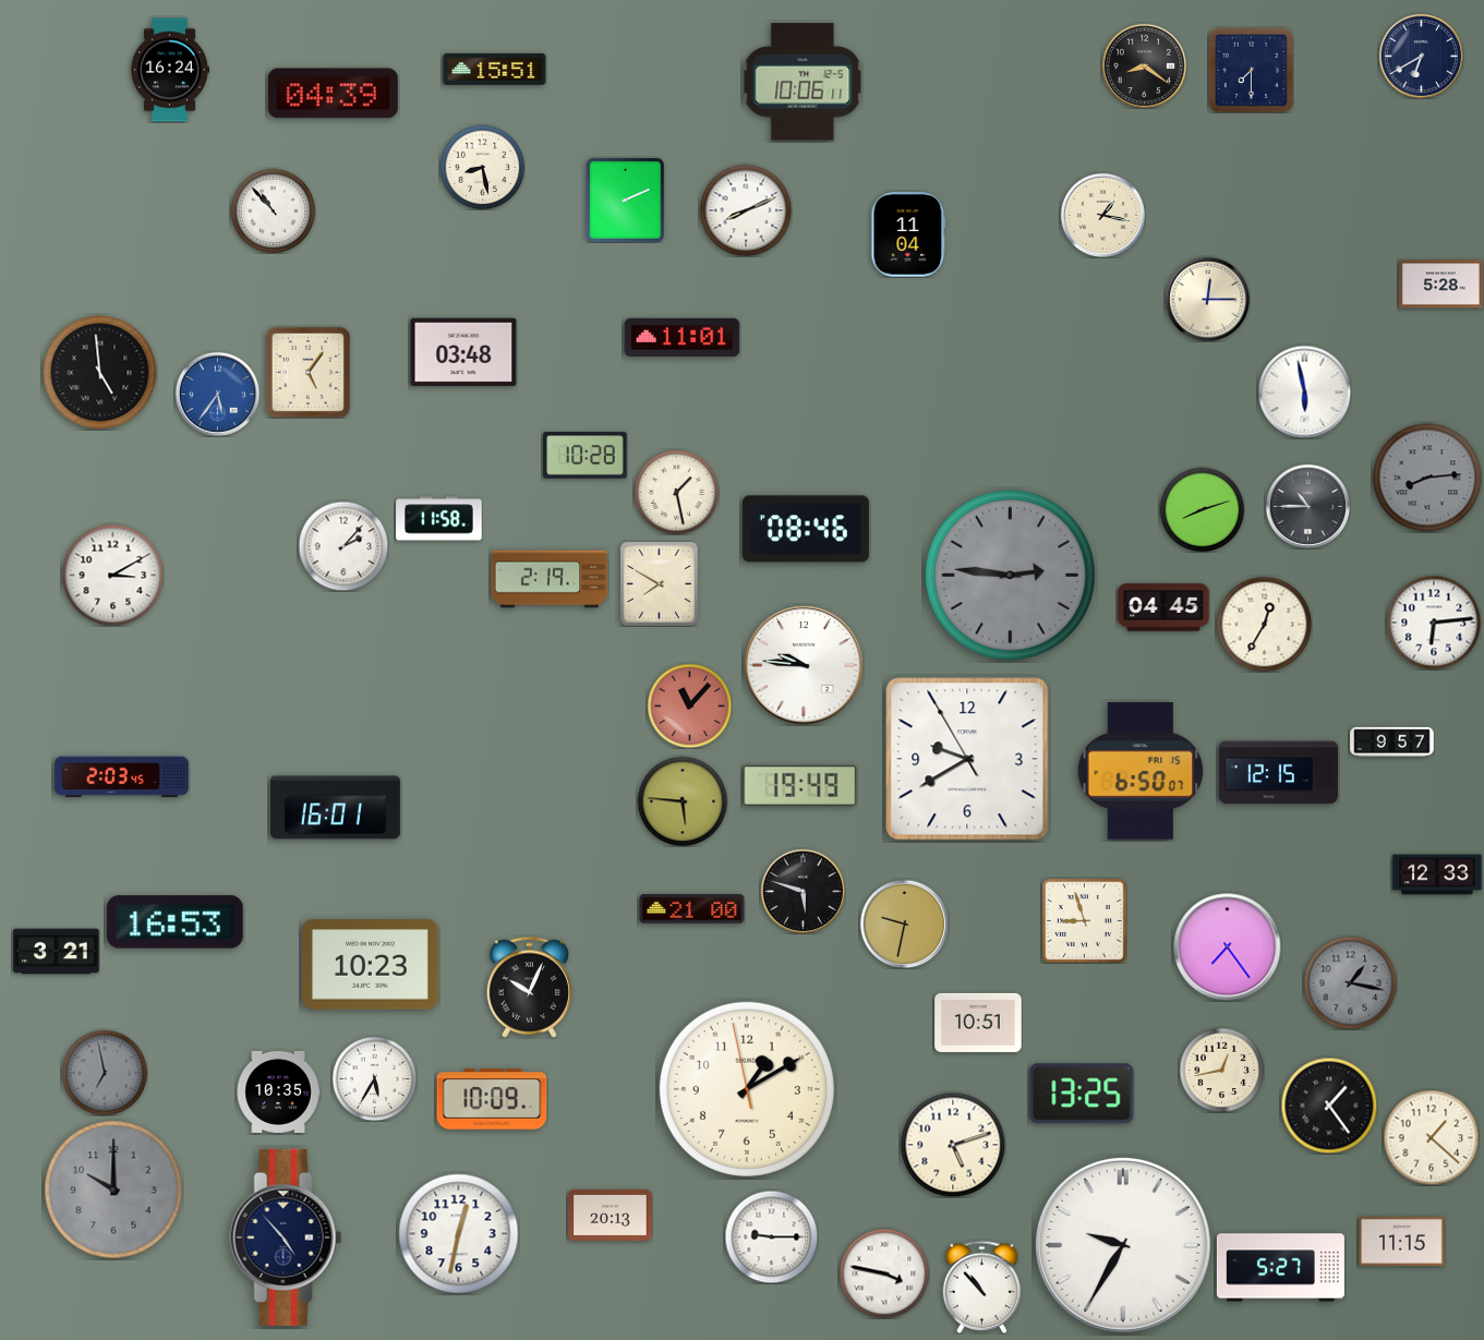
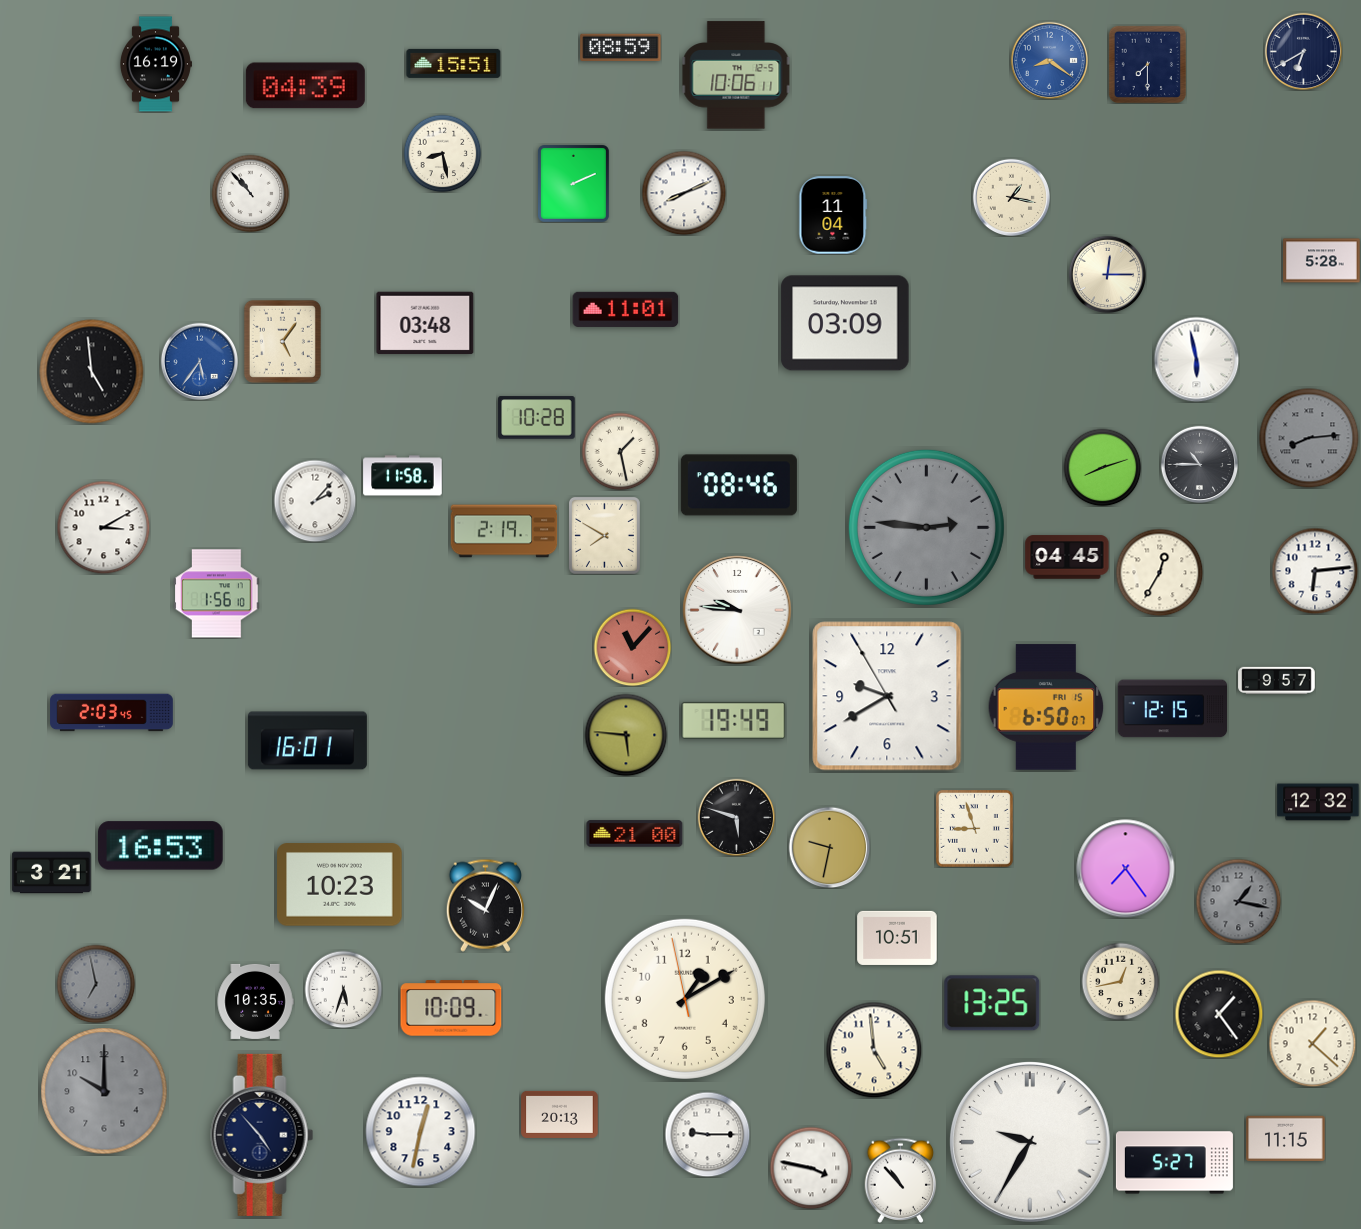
clock at (621, 48): none -> 08:59
clock at (1144, 65) dial: black -> blue
clock at (169, 70): 16:24 -> 16:19
clock at (845, 323): none -> 03:09
clock at (100, 373) position: (100, 373) -> (92, 372)
clock at (217, 594): none -> 1:56
clock at (1437, 874): 12:33 -> 12:32
clock at (1084, 920) position: (1084, 920) -> (974, 828)
clock at (374, 1078): 5:35 -> 5:33
clock at (953, 1145): 5:12 -> 4:59
